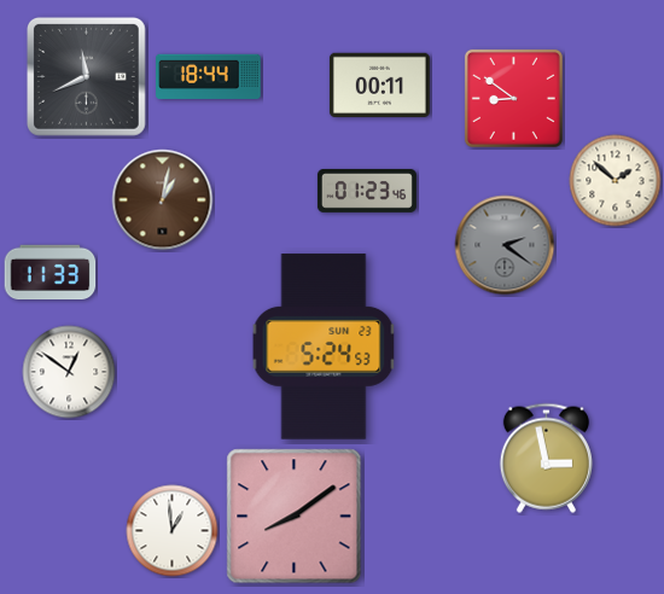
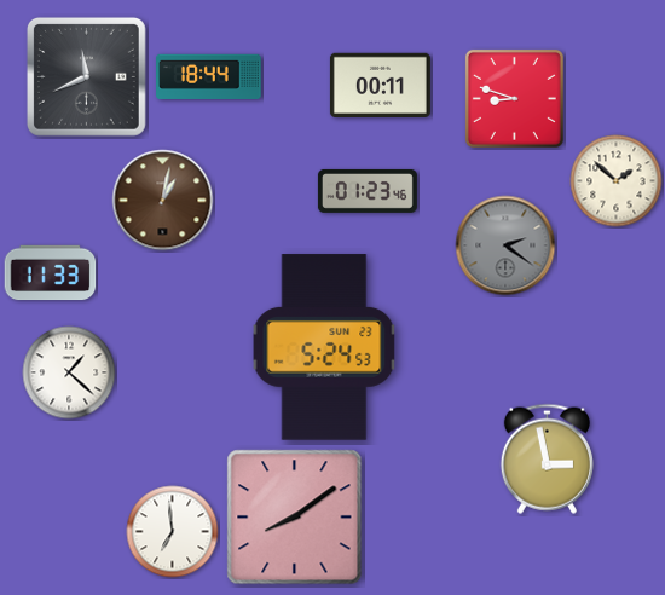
clock at (513, 98): 8:51 -> 8:48
clock at (69, 372): 12:51 -> 1:22
clock at (173, 531): 12:59 -> 6:59
